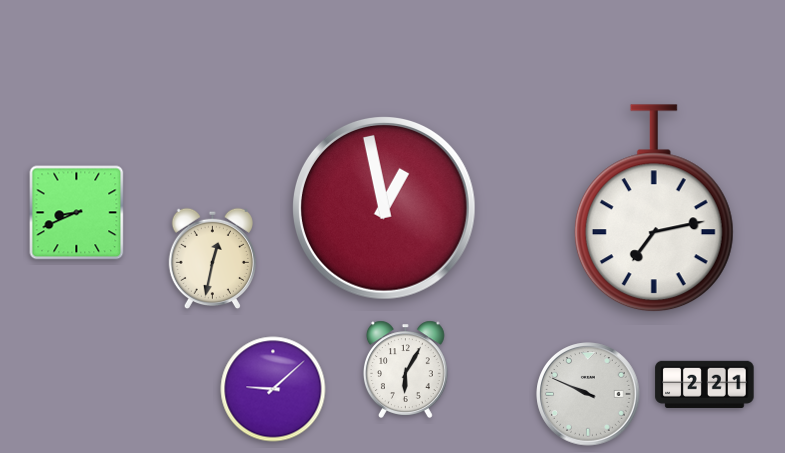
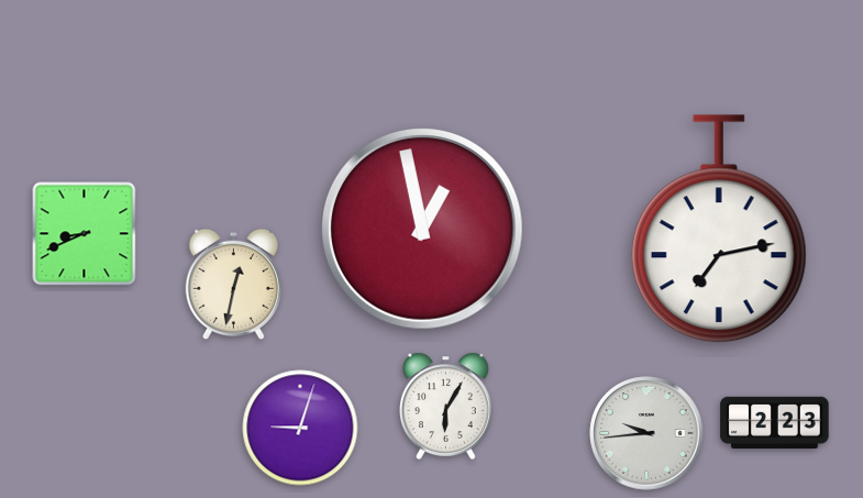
clock at (705, 384): 2:21 -> 2:23
clock at (273, 389): 9:08 -> 9:03
clock at (588, 394): 9:49 -> 9:44
